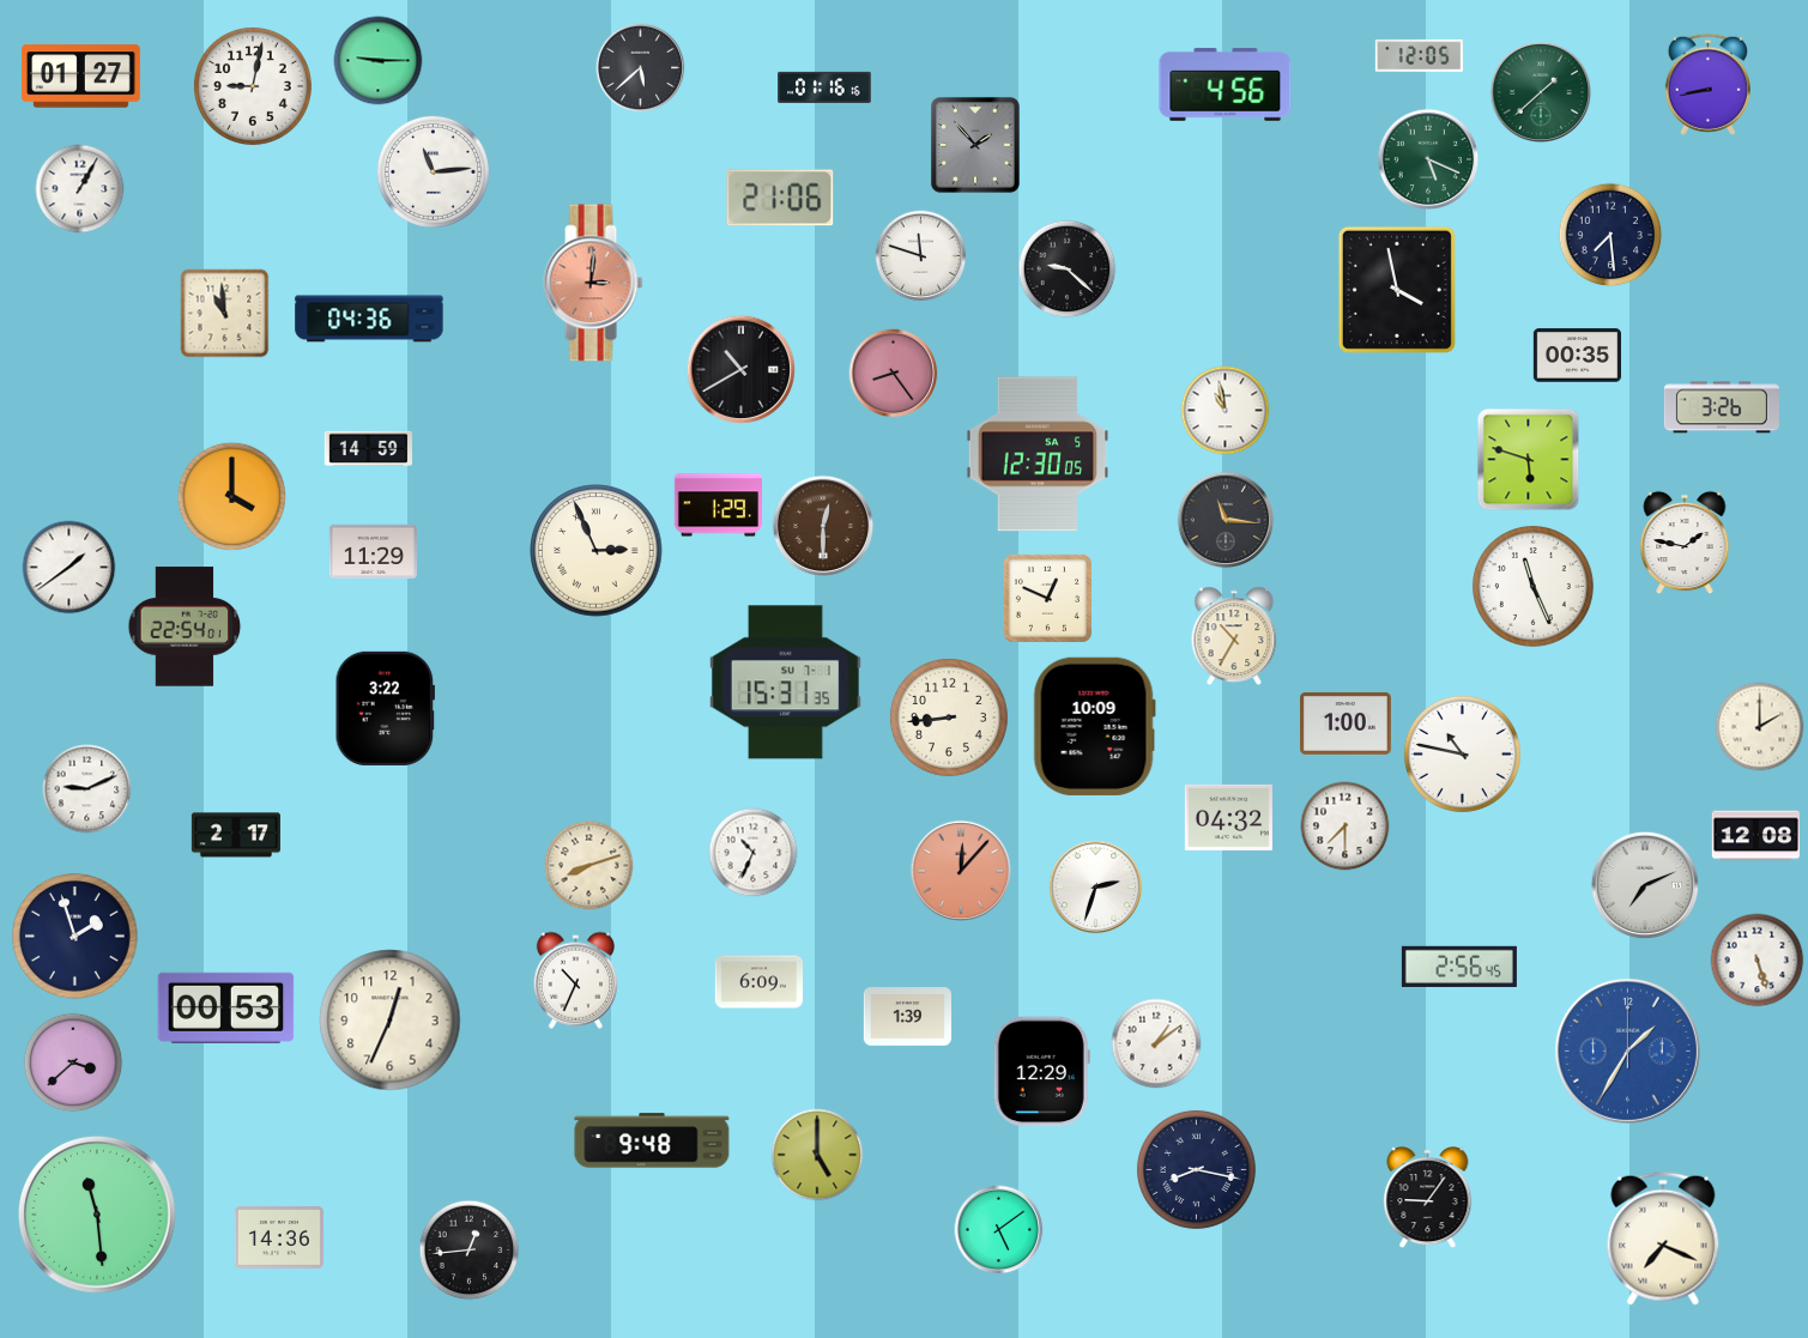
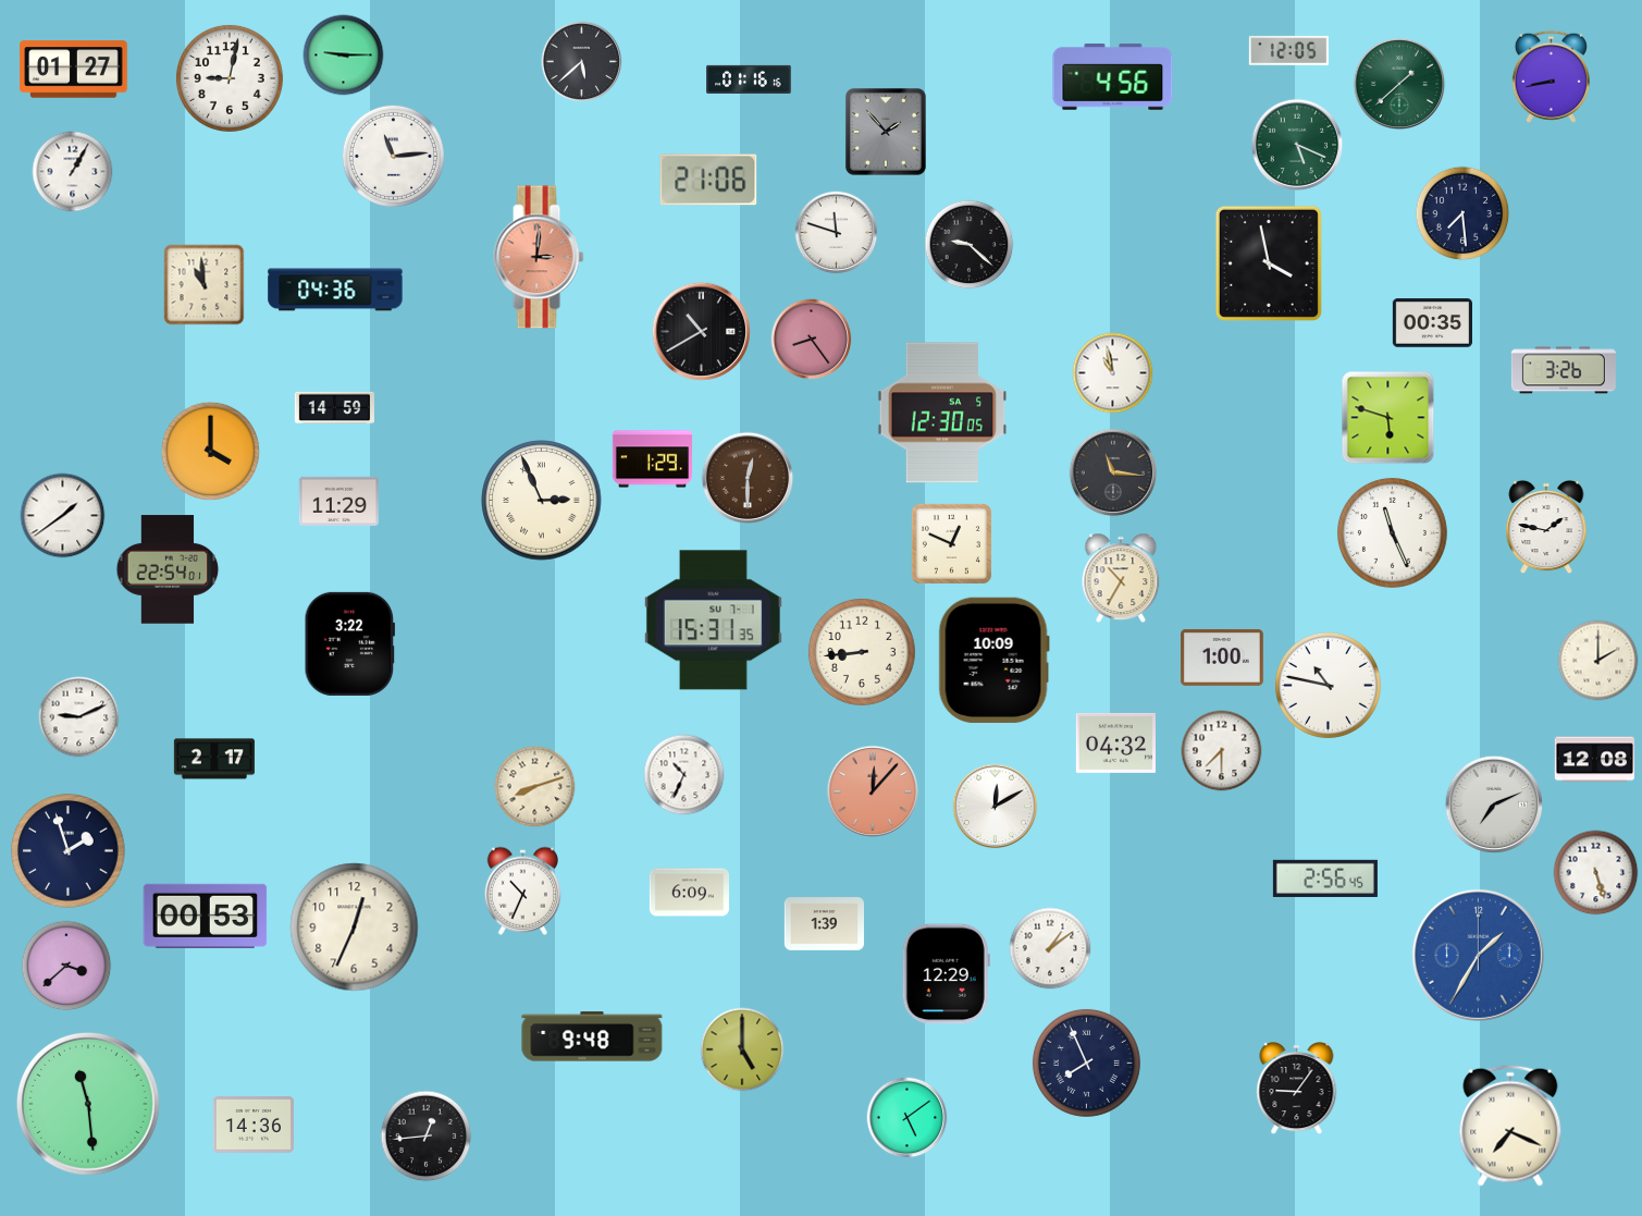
clock at (740, 369) position: (740, 369) -> (701, 331)
clock at (1685, 543) position: (1685, 543) -> (1546, 527)
clock at (1096, 888): 2:33 -> 12:10
clock at (1196, 1169): 8:17 -> 7:56
